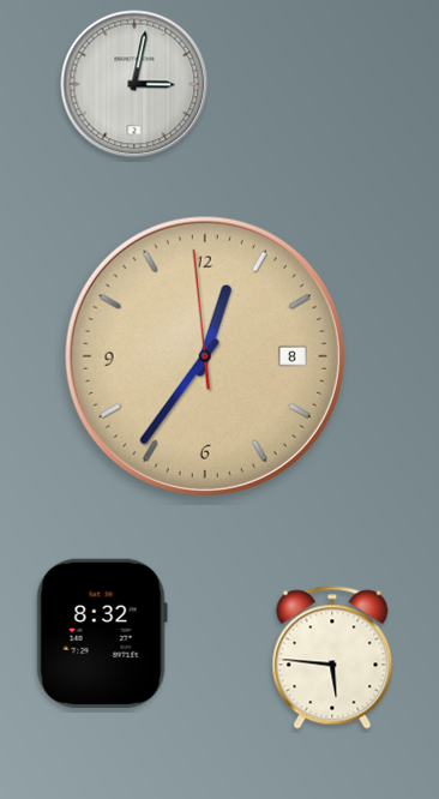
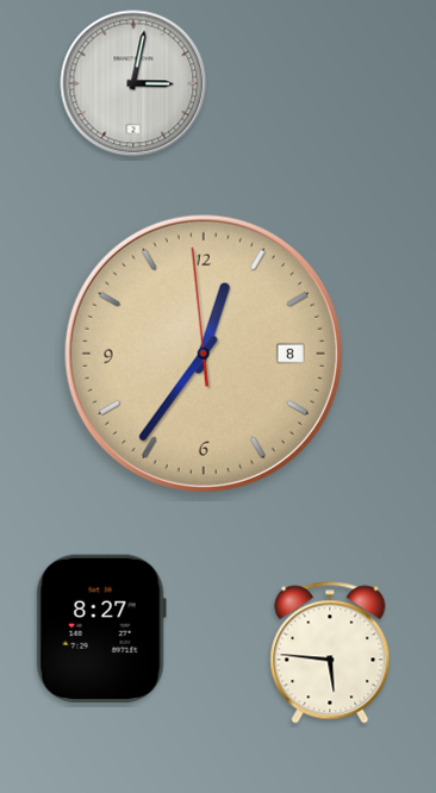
clock at (102, 633): 8:32 -> 8:27
